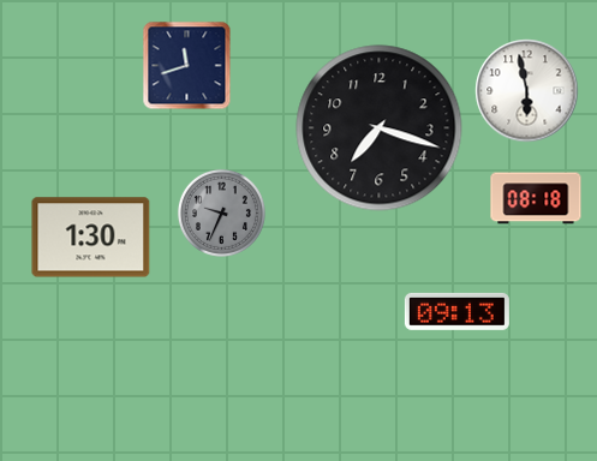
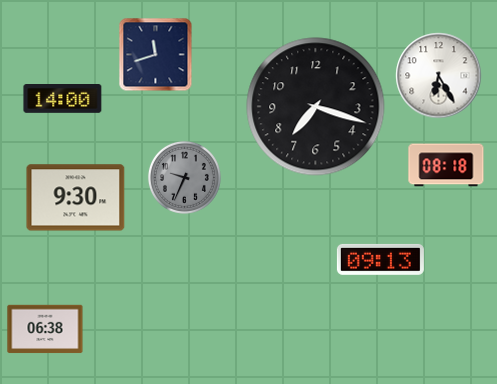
clock at (527, 91): 5:58 -> 6:25
clock at (63, 99): none -> 14:00
clock at (91, 238): 1:30 -> 9:30
clock at (45, 329): none -> 06:38
